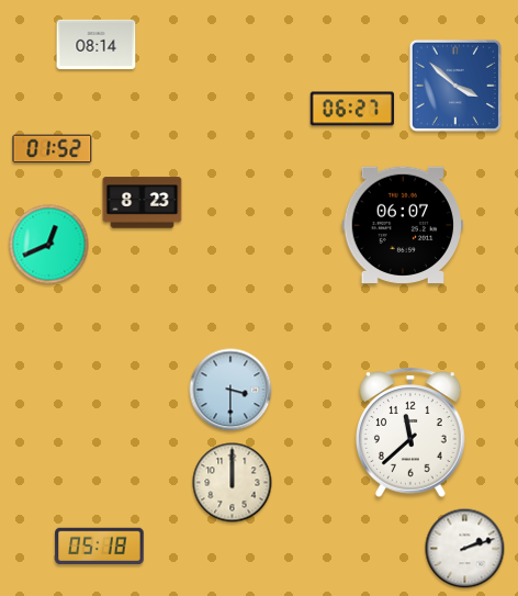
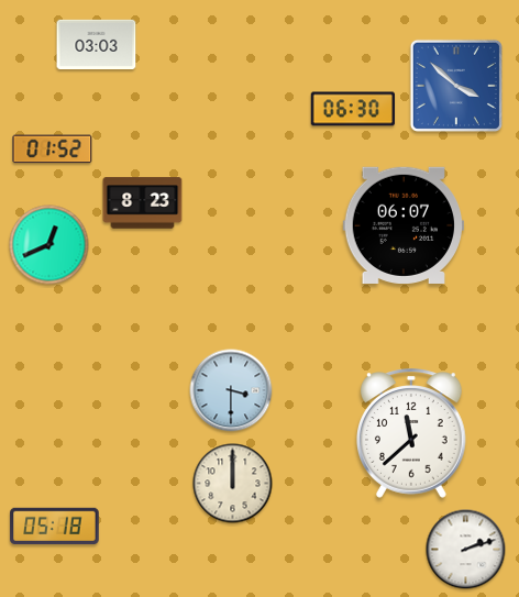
clock at (97, 44): 08:14 -> 03:03
clock at (351, 109): 06:27 -> 06:30
clock at (100, 547) position: (100, 547) -> (55, 527)
